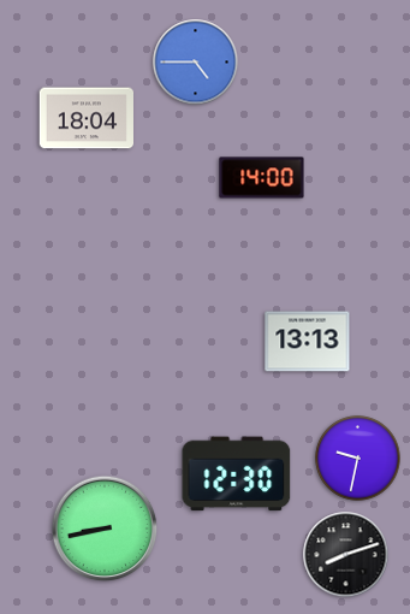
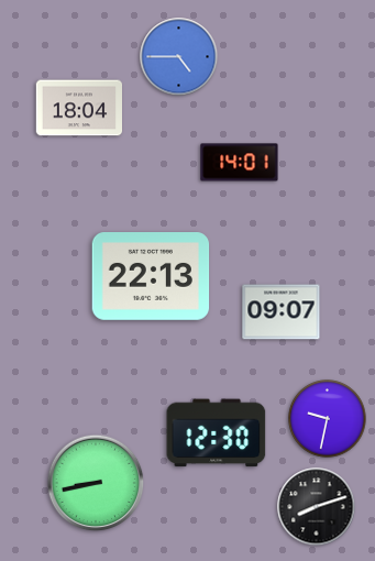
clock at (262, 178): 14:00 -> 14:01
clock at (151, 277): none -> 22:13
clock at (308, 342): 13:13 -> 09:07
